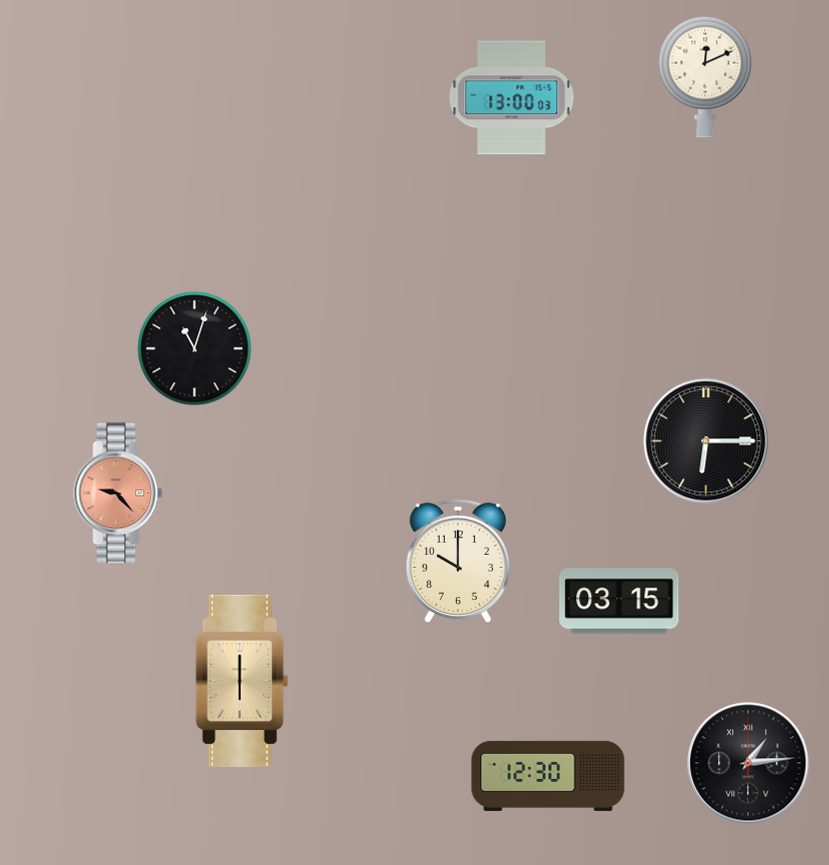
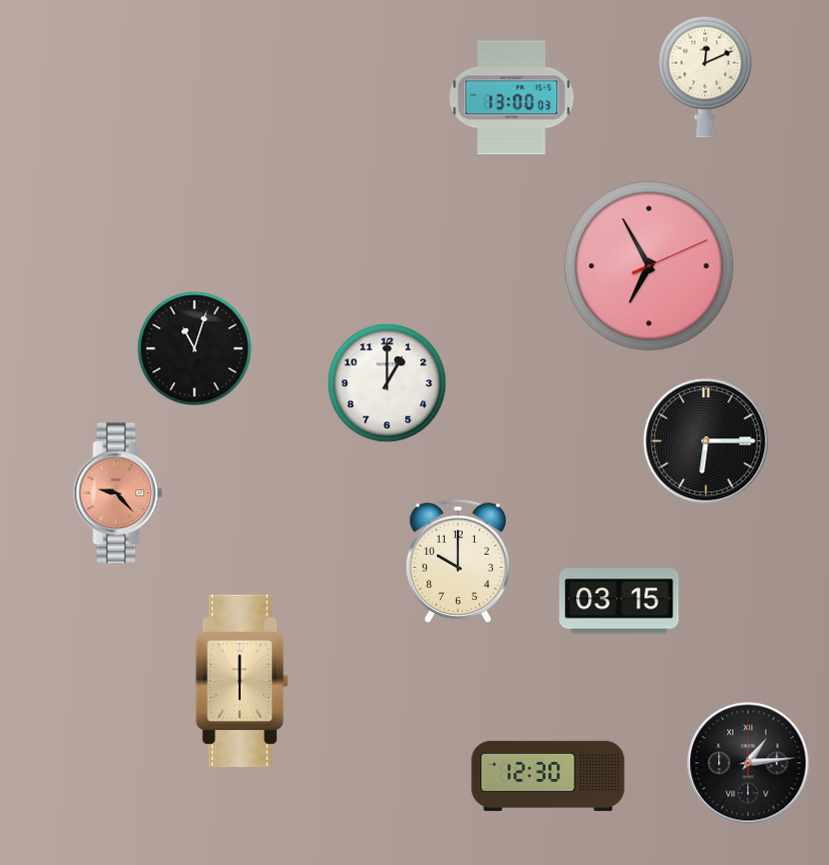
clock at (649, 266): none -> 6:55
clock at (387, 383): none -> 1:00
